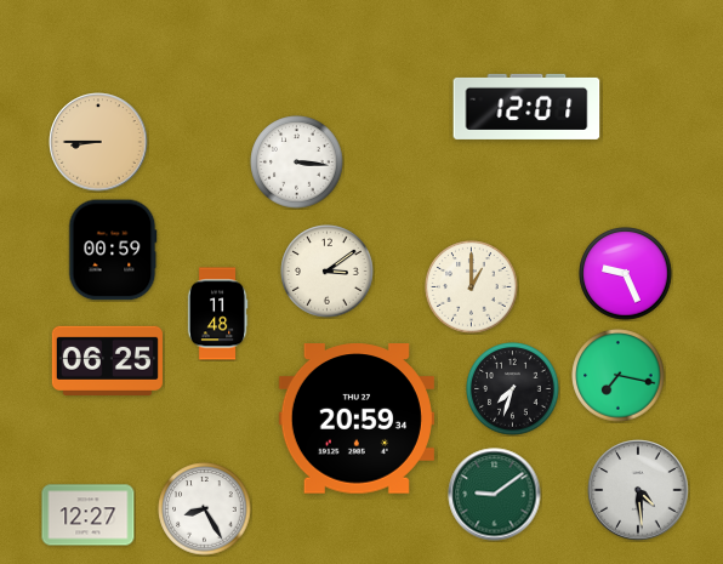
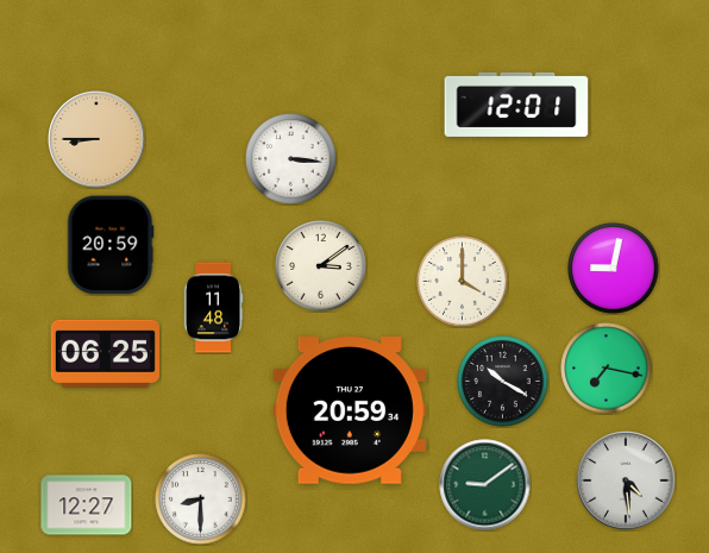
clock at (113, 250): 00:59 -> 20:59
clock at (626, 274): 9:26 -> 9:02
clock at (472, 287): 1:00 -> 4:00
clock at (513, 389): 7:33 -> 10:20
clock at (205, 509): 8:25 -> 8:30
